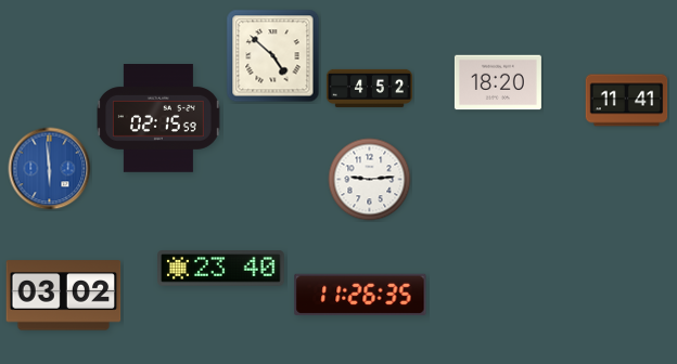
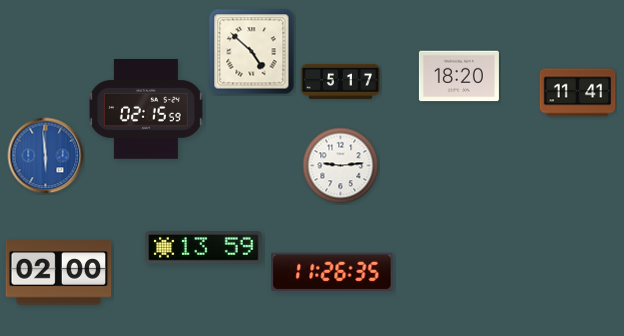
clock at (369, 88): 4:52 -> 5:17
clock at (221, 269): 23:40 -> 13:59
clock at (64, 296): 03:02 -> 02:00
